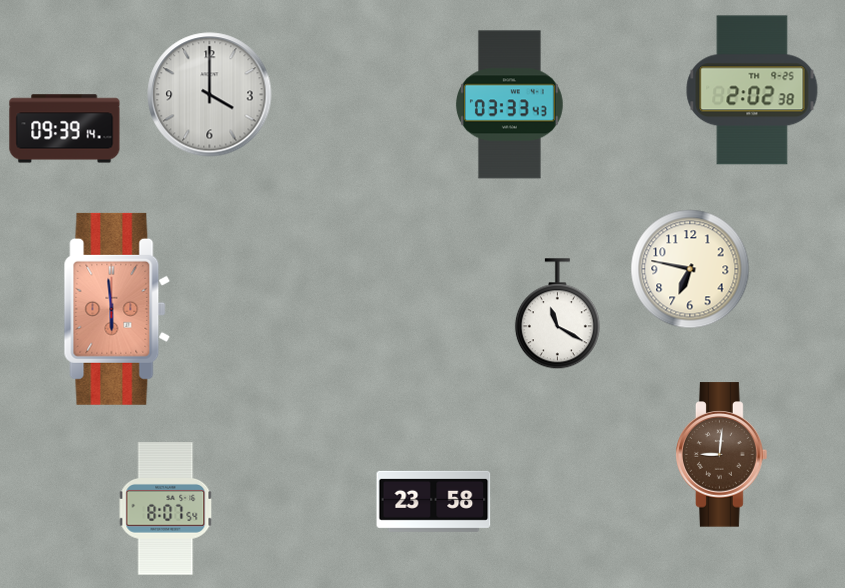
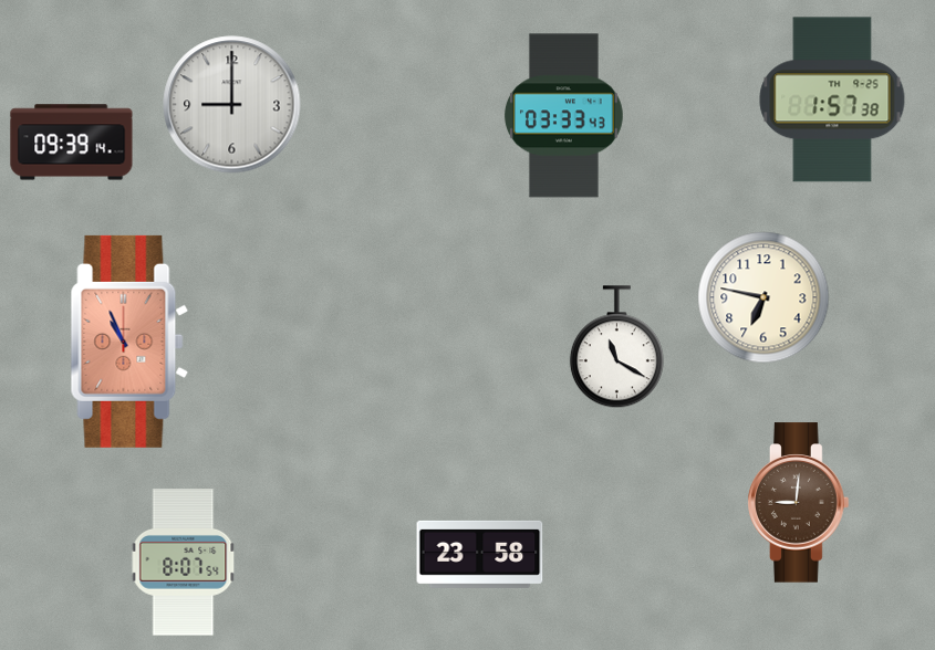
clock at (752, 90): 2:02 -> 1:57
clock at (210, 95): 4:00 -> 9:00
clock at (117, 309): 5:59 -> 10:56
